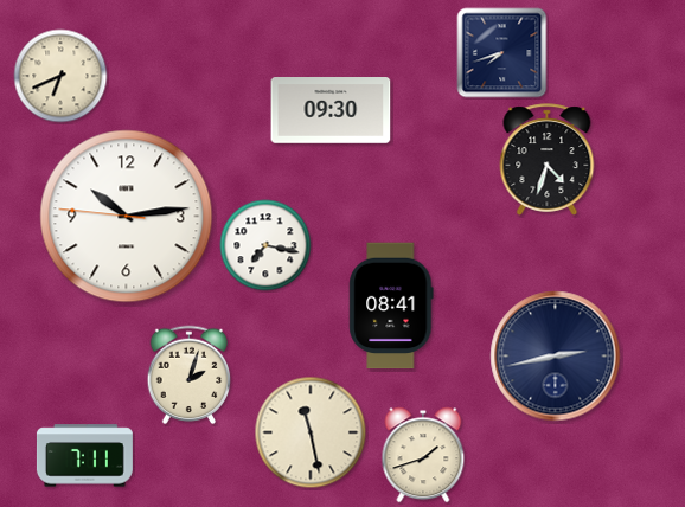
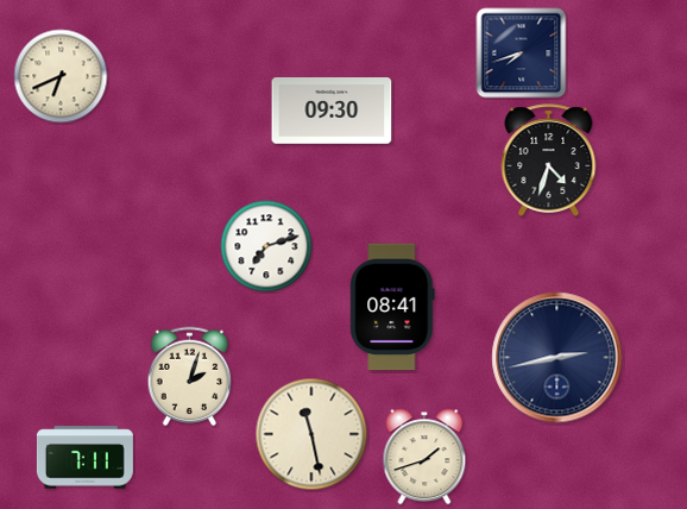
clock at (502, 53) position: (502, 53) -> (522, 54)
clock at (127, 217): 10:13 -> none
clock at (265, 245): 7:17 -> 7:12
